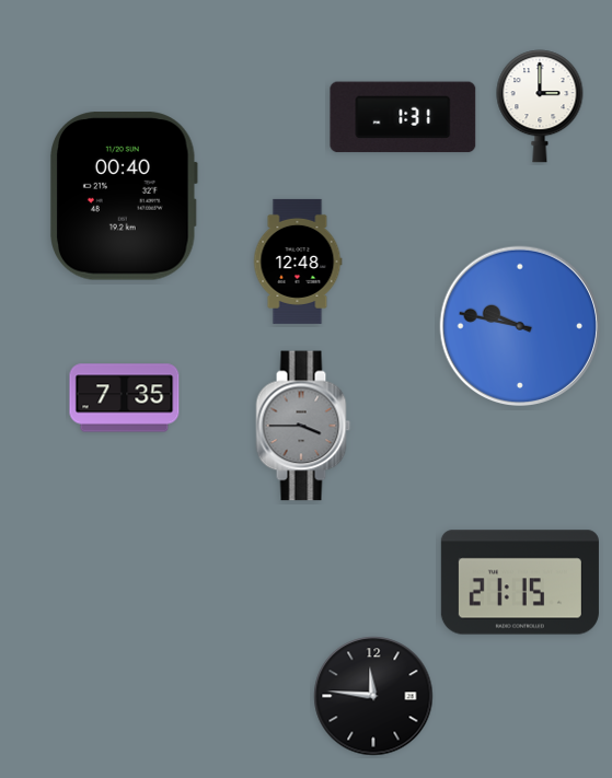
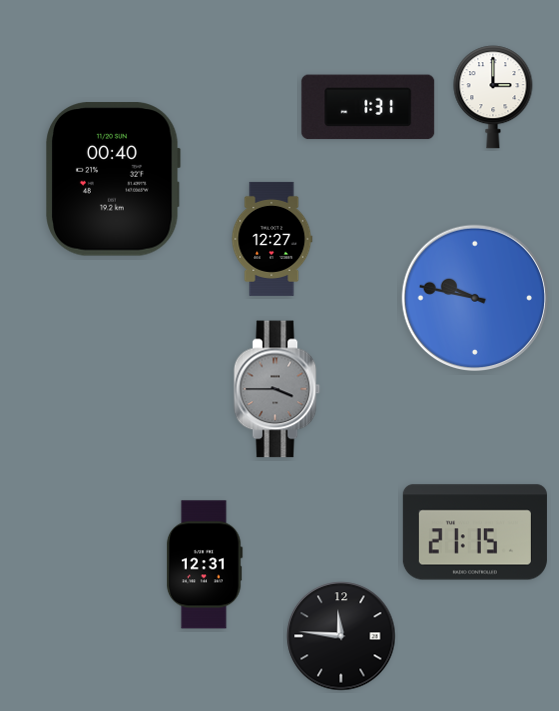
clock at (298, 262): 12:48 -> 12:27
clock at (125, 398): 7:35 -> none
clock at (204, 565): none -> 12:31
